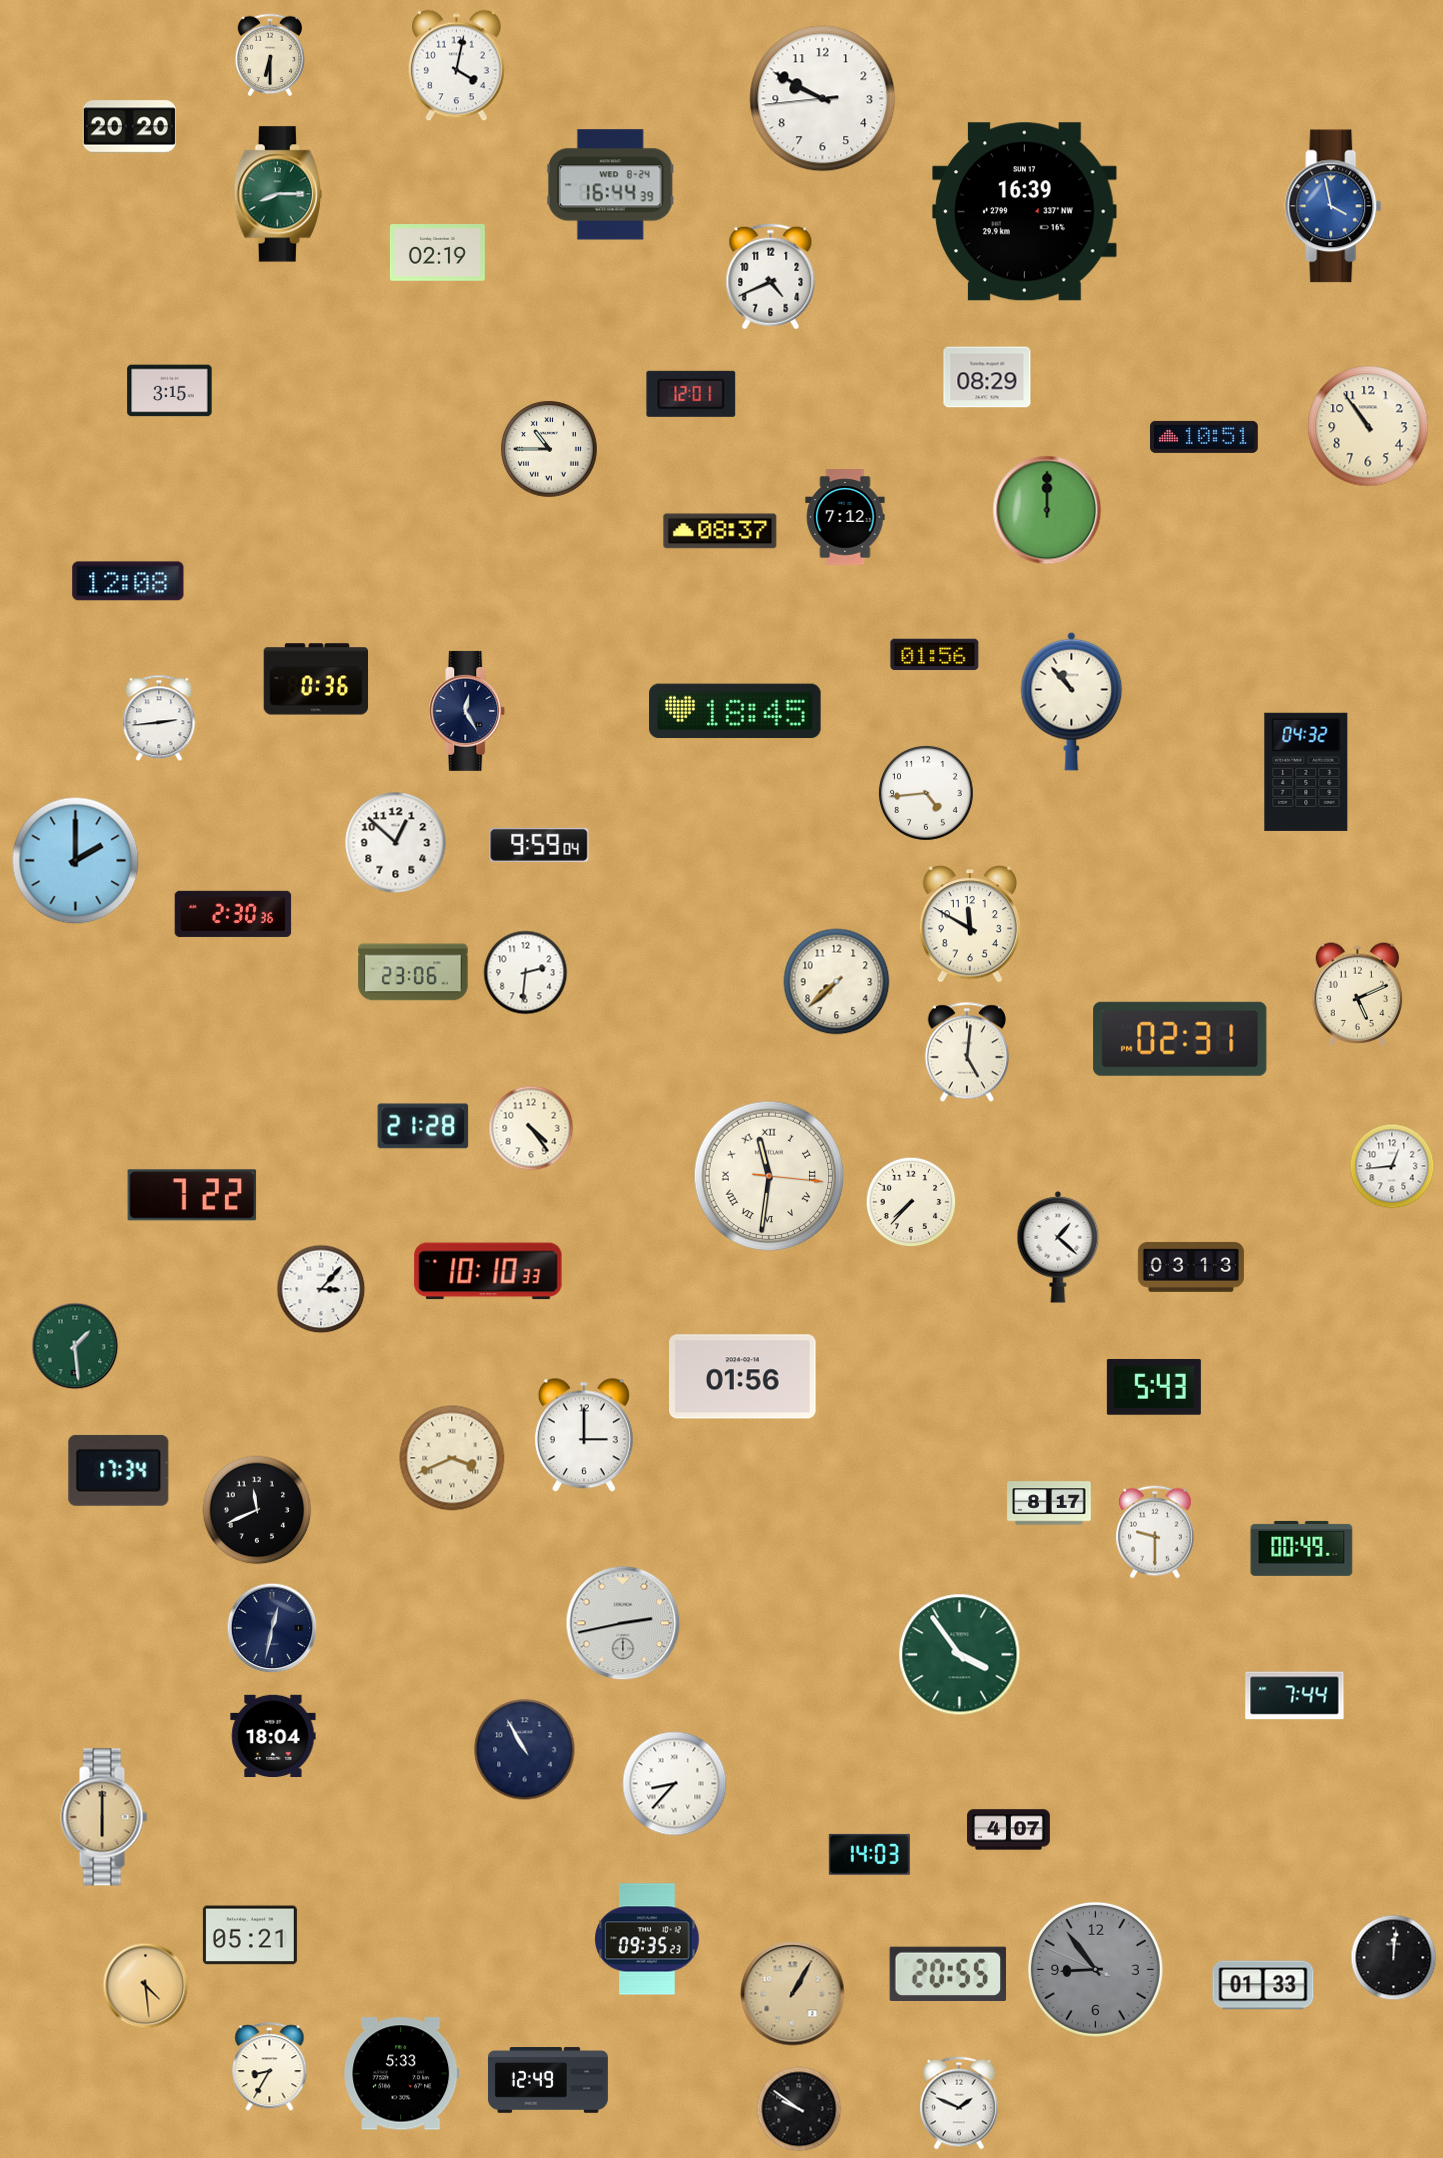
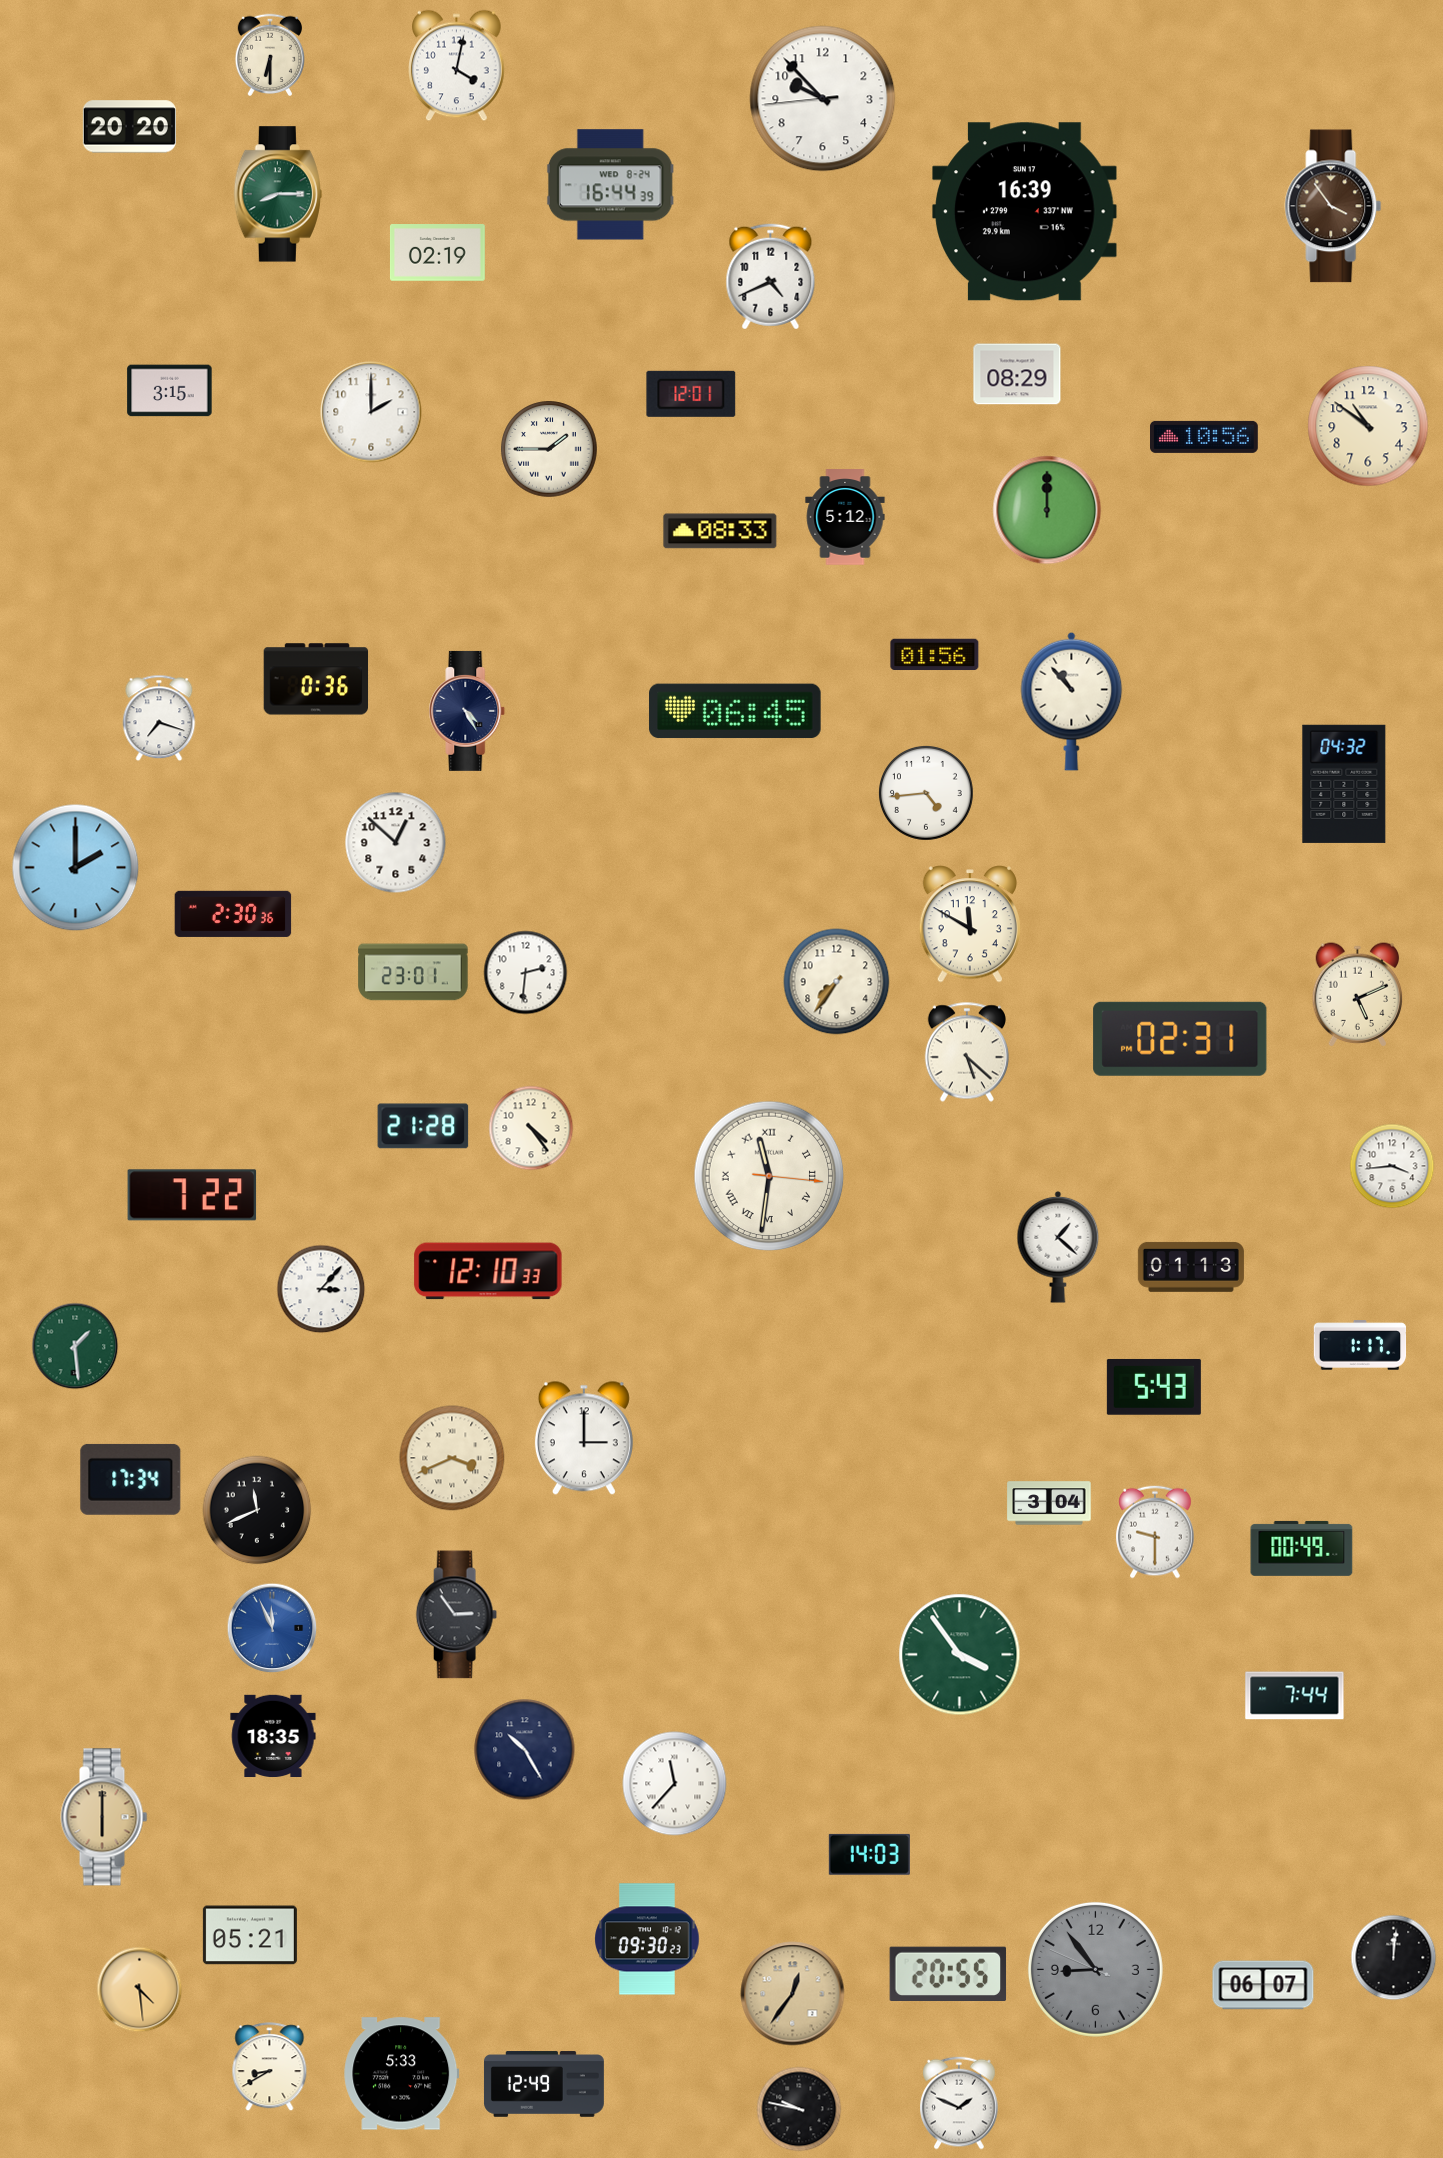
clock at (823, 99): 9:49 -> 9:52
clock at (1333, 206): 3:58 -> 3:54
clock at (1333, 206) dial: blue -> brown
clock at (987, 377) position: (987, 377) -> (1017, 374)
clock at (371, 412): none -> 2:00
clock at (1368, 426): 10:54 -> 10:51
clock at (1205, 437): 10:51 -> 10:56
clock at (549, 449): 10:45 -> 1:45
clock at (845, 517): 7:12 -> 5:12
clock at (720, 531): 08:37 -> 08:33
clock at (128, 581): 12:08 -> none
clock at (467, 711): 12:25 -> 4:25
clock at (735, 711): 18:45 -> 06:45
clock at (159, 718): 2:44 -> 7:18
clock at (1306, 772) position: (1306, 772) -> (1344, 784)
clock at (539, 845): 9:59 -> none
clock at (76, 861) position: (76, 861) -> (76, 868)
clock at (413, 972): 23:06 -> 23:01
clock at (837, 982): 7:38 -> 7:36
clock at (967, 1052): 5:01 -> 5:22
clock at (1392, 1166): 12:44 -> 3:44
clock at (911, 1202): 7:37 -> none
clock at (1191, 1267): 03:13 -> 01:13
clock at (488, 1271): 10:10 -> 12:10
clock at (1360, 1345): none -> 1:17
clock at (743, 1377): 01:56 -> none
clock at (584, 1435) position: (584, 1435) -> (584, 1438)
clock at (119, 1470) position: (119, 1470) -> (131, 1479)
clock at (1049, 1503): 8:17 -> 3:04
clock at (456, 1615): none -> 2:54
clock at (623, 1623): 2:43 -> none
clock at (272, 1628): 12:32 -> 11:56
clock at (272, 1628) dial: navy -> blue
clock at (273, 1735): 18:04 -> 18:35
clock at (525, 1750): 10:55 -> 10:25
clock at (675, 1784): 8:37 -> 11:37
clock at (1009, 1830): 4:07 -> none
clock at (647, 1939): 09:35 -> 09:30
clock at (1263, 1985): 01:33 -> 06:07
clock at (146, 1986) position: (146, 1986) -> (140, 1990)
clock at (793, 1994): 1:05 -> 12:36
clock at (270, 2067): 8:35 -> 8:40
clock at (548, 2080) position: (548, 2080) -> (544, 2084)
clock at (799, 2109): 9:51 -> 9:47
